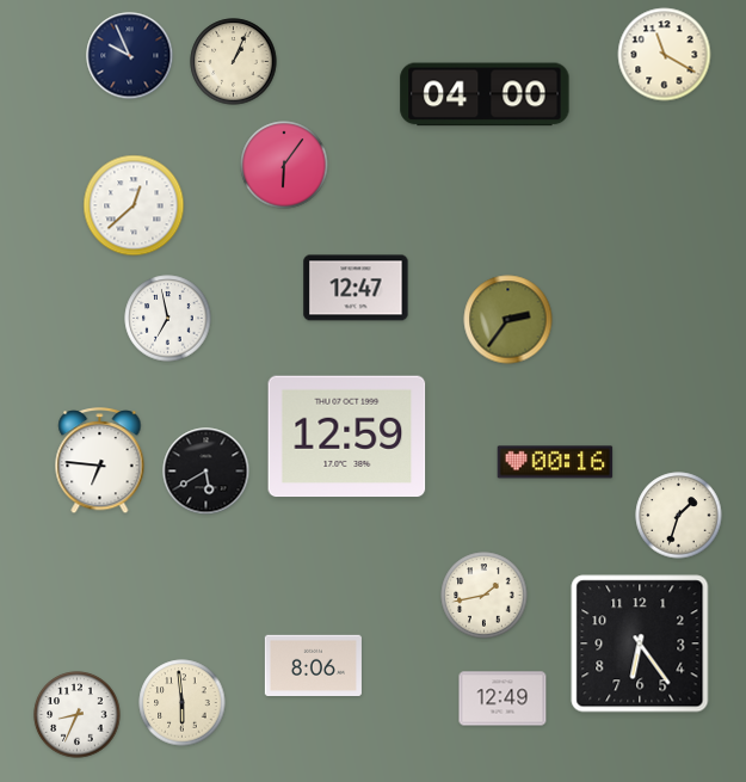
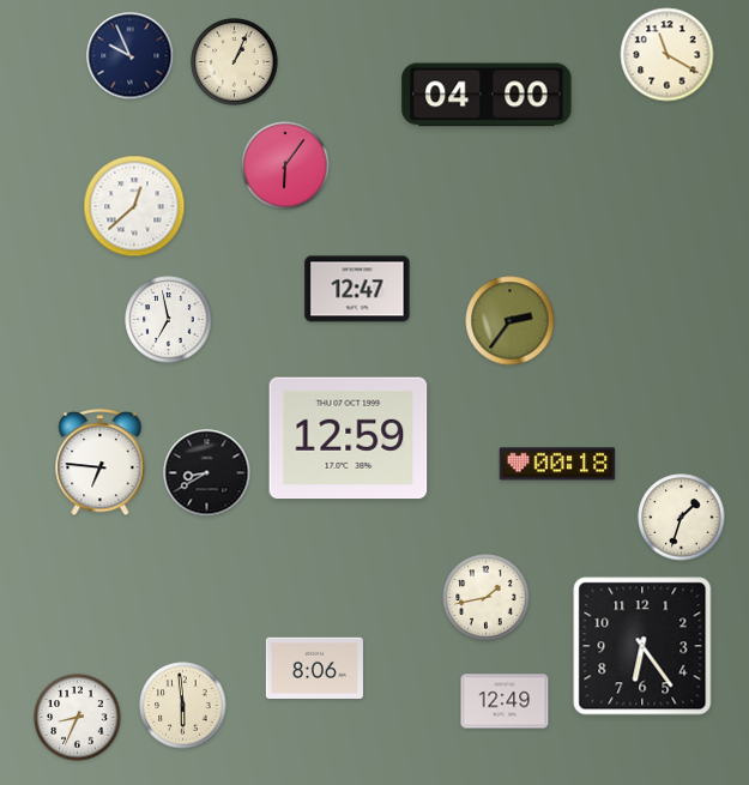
clock at (555, 462): 00:16 -> 00:18
clock at (206, 472): 5:40 -> 8:40
